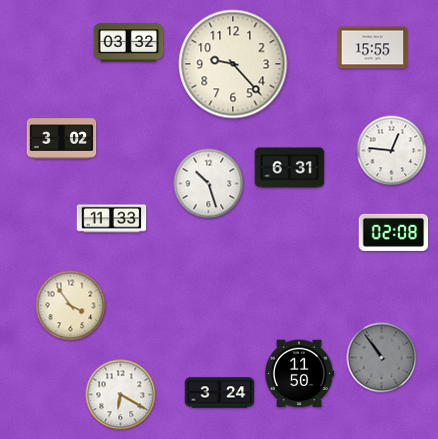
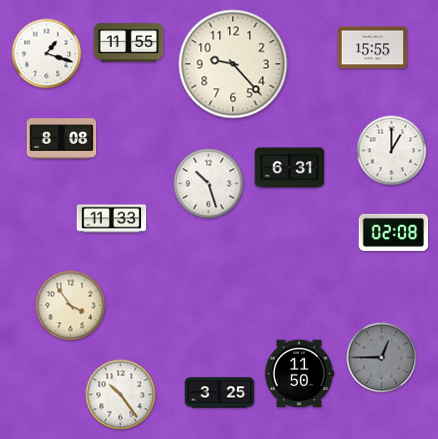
clock at (129, 43): 03:32 -> 11:55
clock at (47, 54): none -> 1:18
clock at (62, 139): 3:02 -> 8:08
clock at (392, 151): 12:46 -> 1:00
clock at (382, 358): 10:54 -> 12:45
clock at (220, 393): 3:24 -> 3:25
clock at (121, 395): 6:20 -> 10:24
